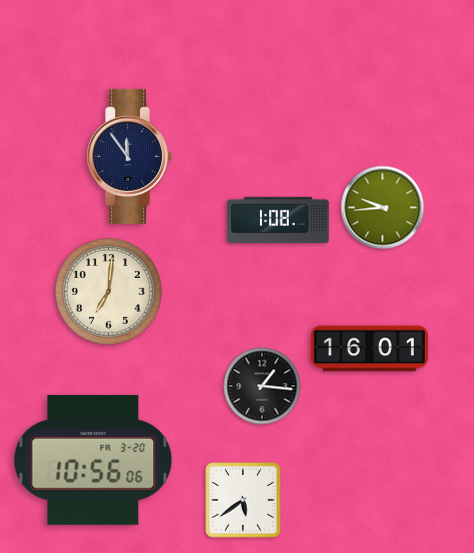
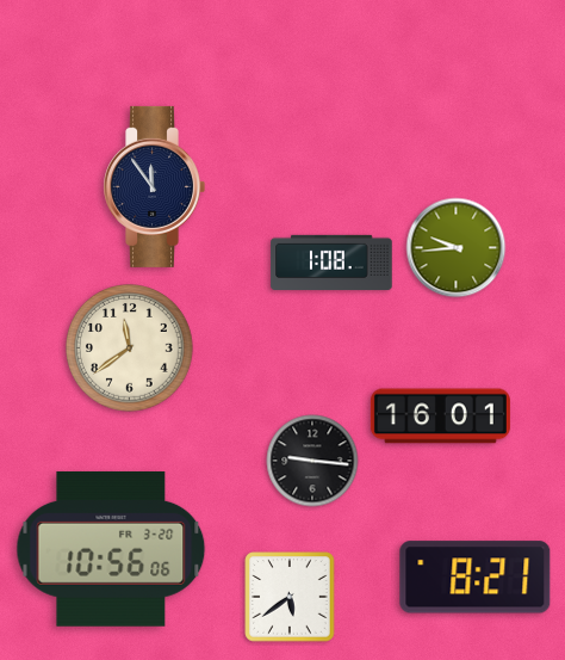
clock at (109, 292): 7:01 -> 11:39
clock at (262, 386): 1:16 -> 9:16
clock at (476, 578): none -> 8:21
